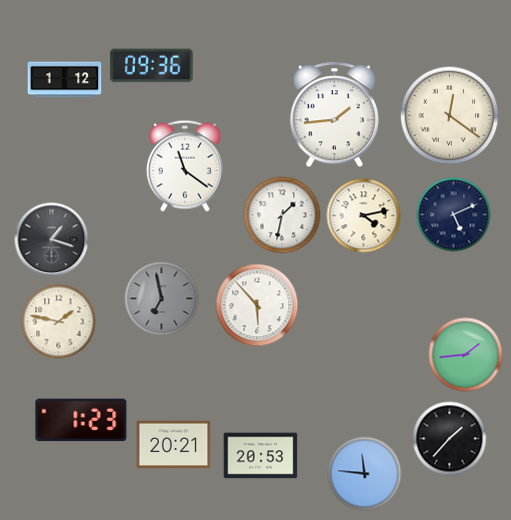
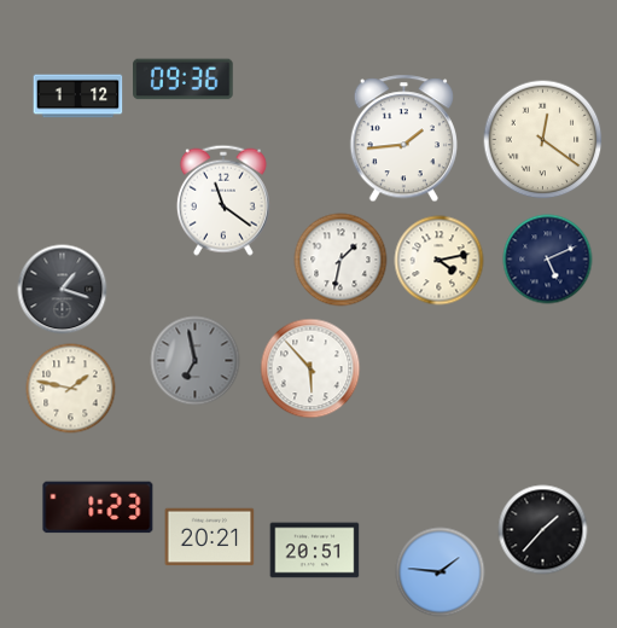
clock at (466, 355): 1:44 -> none
clock at (261, 456): 20:53 -> 20:51
clock at (365, 474): 11:46 -> 1:46
